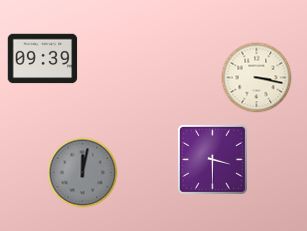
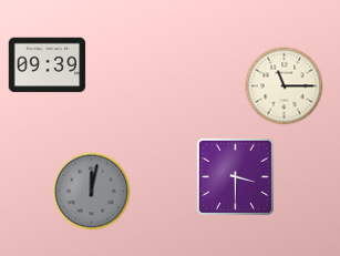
clock at (257, 78): 3:17 -> 11:15
